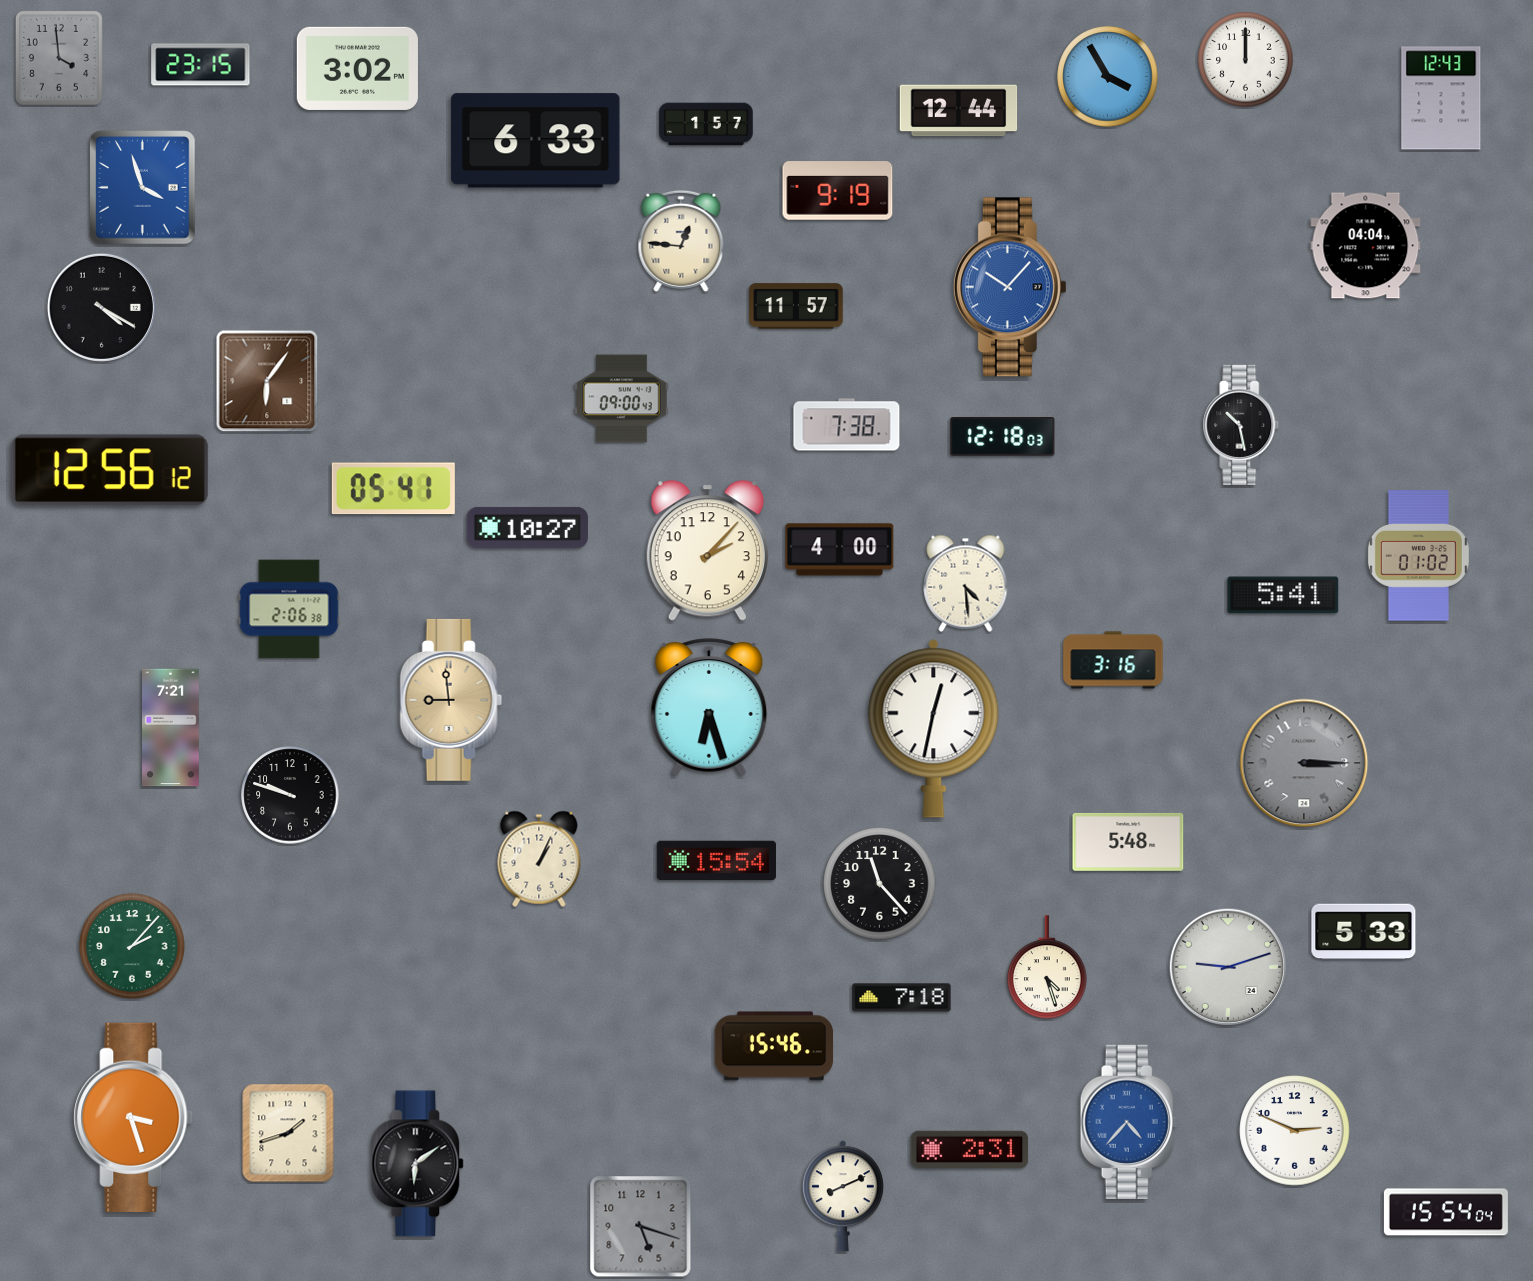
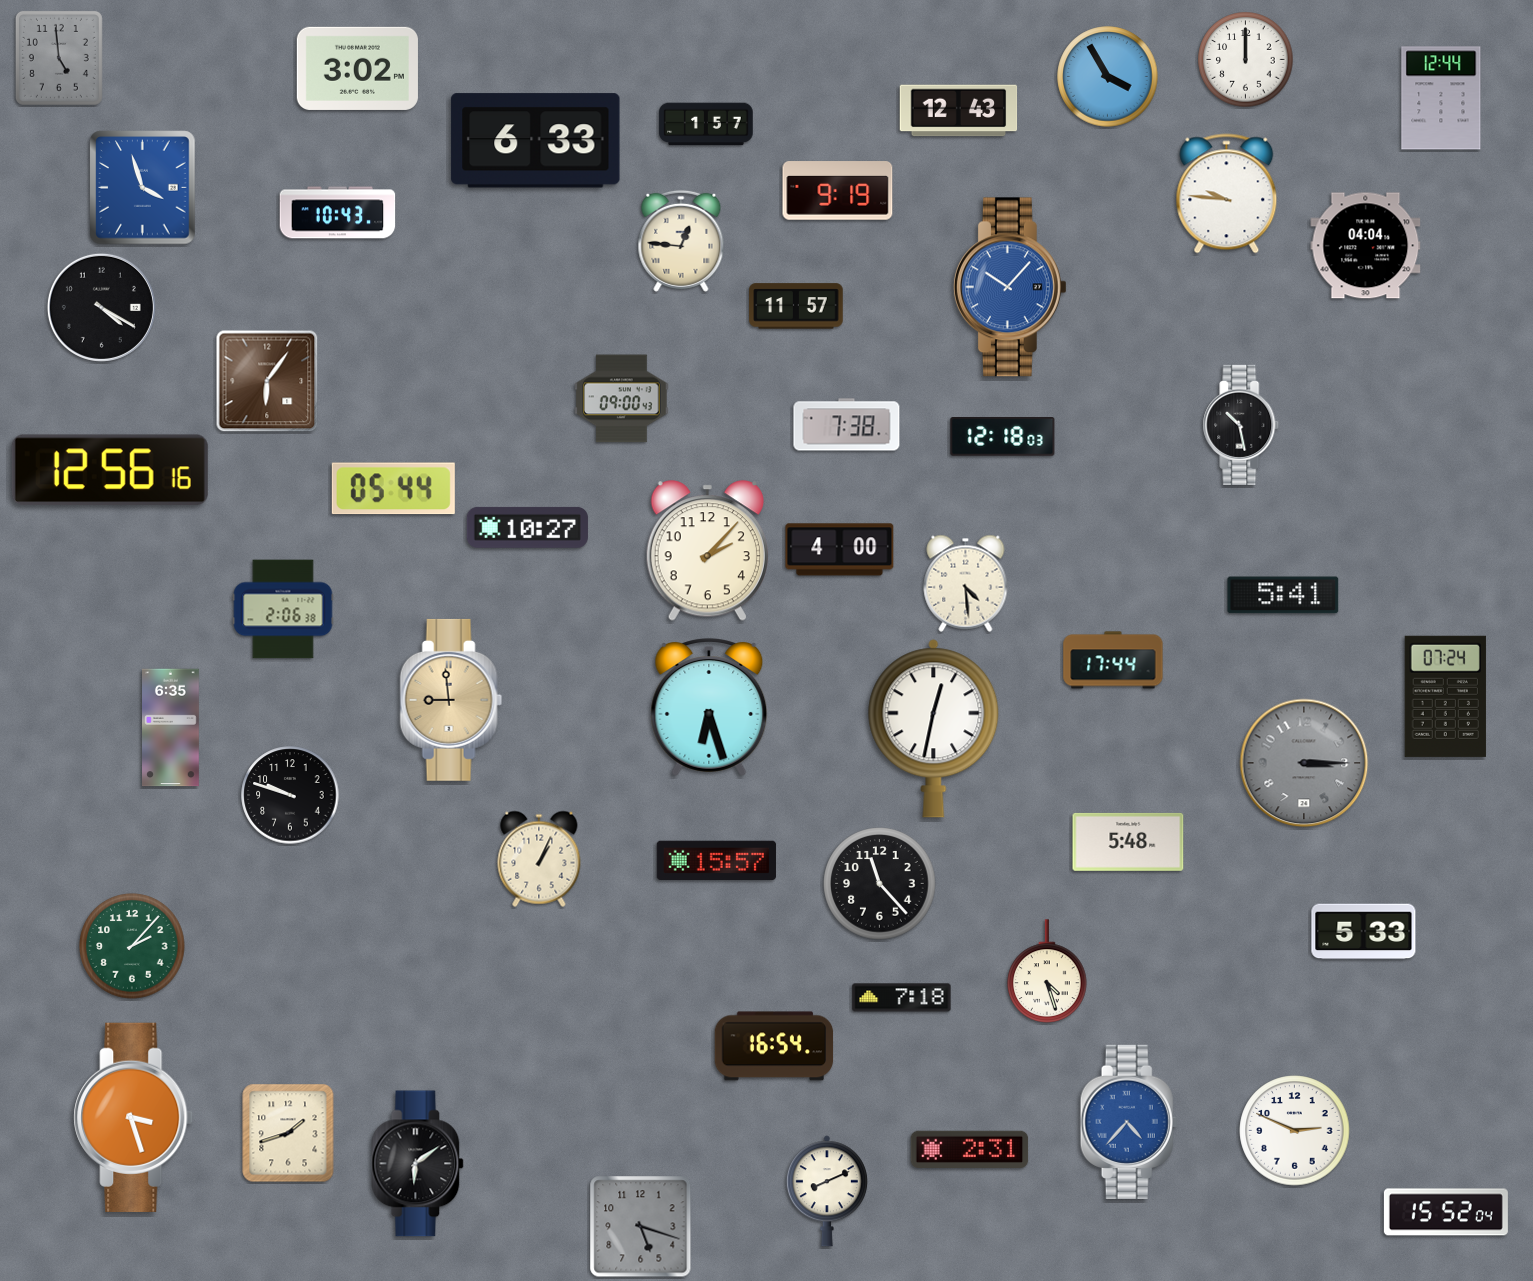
clock at (59, 58): 3:59 -> 4:59
clock at (201, 65): 23:15 -> none
clock at (1441, 98): 12:43 -> 12:44
clock at (959, 111): 12:44 -> 12:43
clock at (1227, 194): none -> 9:46
clock at (338, 213): none -> 10:43
clock at (110, 470): 12:56:12 -> 12:56:16
clock at (393, 489): 05:41 -> 05:44
clock at (1418, 556): 01:02 -> none
clock at (289, 609) position: (289, 609) -> (283, 609)
clock at (1113, 660): 3:16 -> 17:44
clock at (1445, 696): none -> 07:24
clock at (171, 728): 7:21 -> 6:35
clock at (716, 861): 15:54 -> 15:57
clock at (1227, 966): 9:12 -> none
clock at (1047, 967) position: (1047, 967) -> (1047, 971)
clock at (774, 1046): 15:46 -> 16:54
clock at (843, 1196) position: (843, 1196) -> (827, 1191)
clock at (1446, 1212): 15:54 -> 15:52
